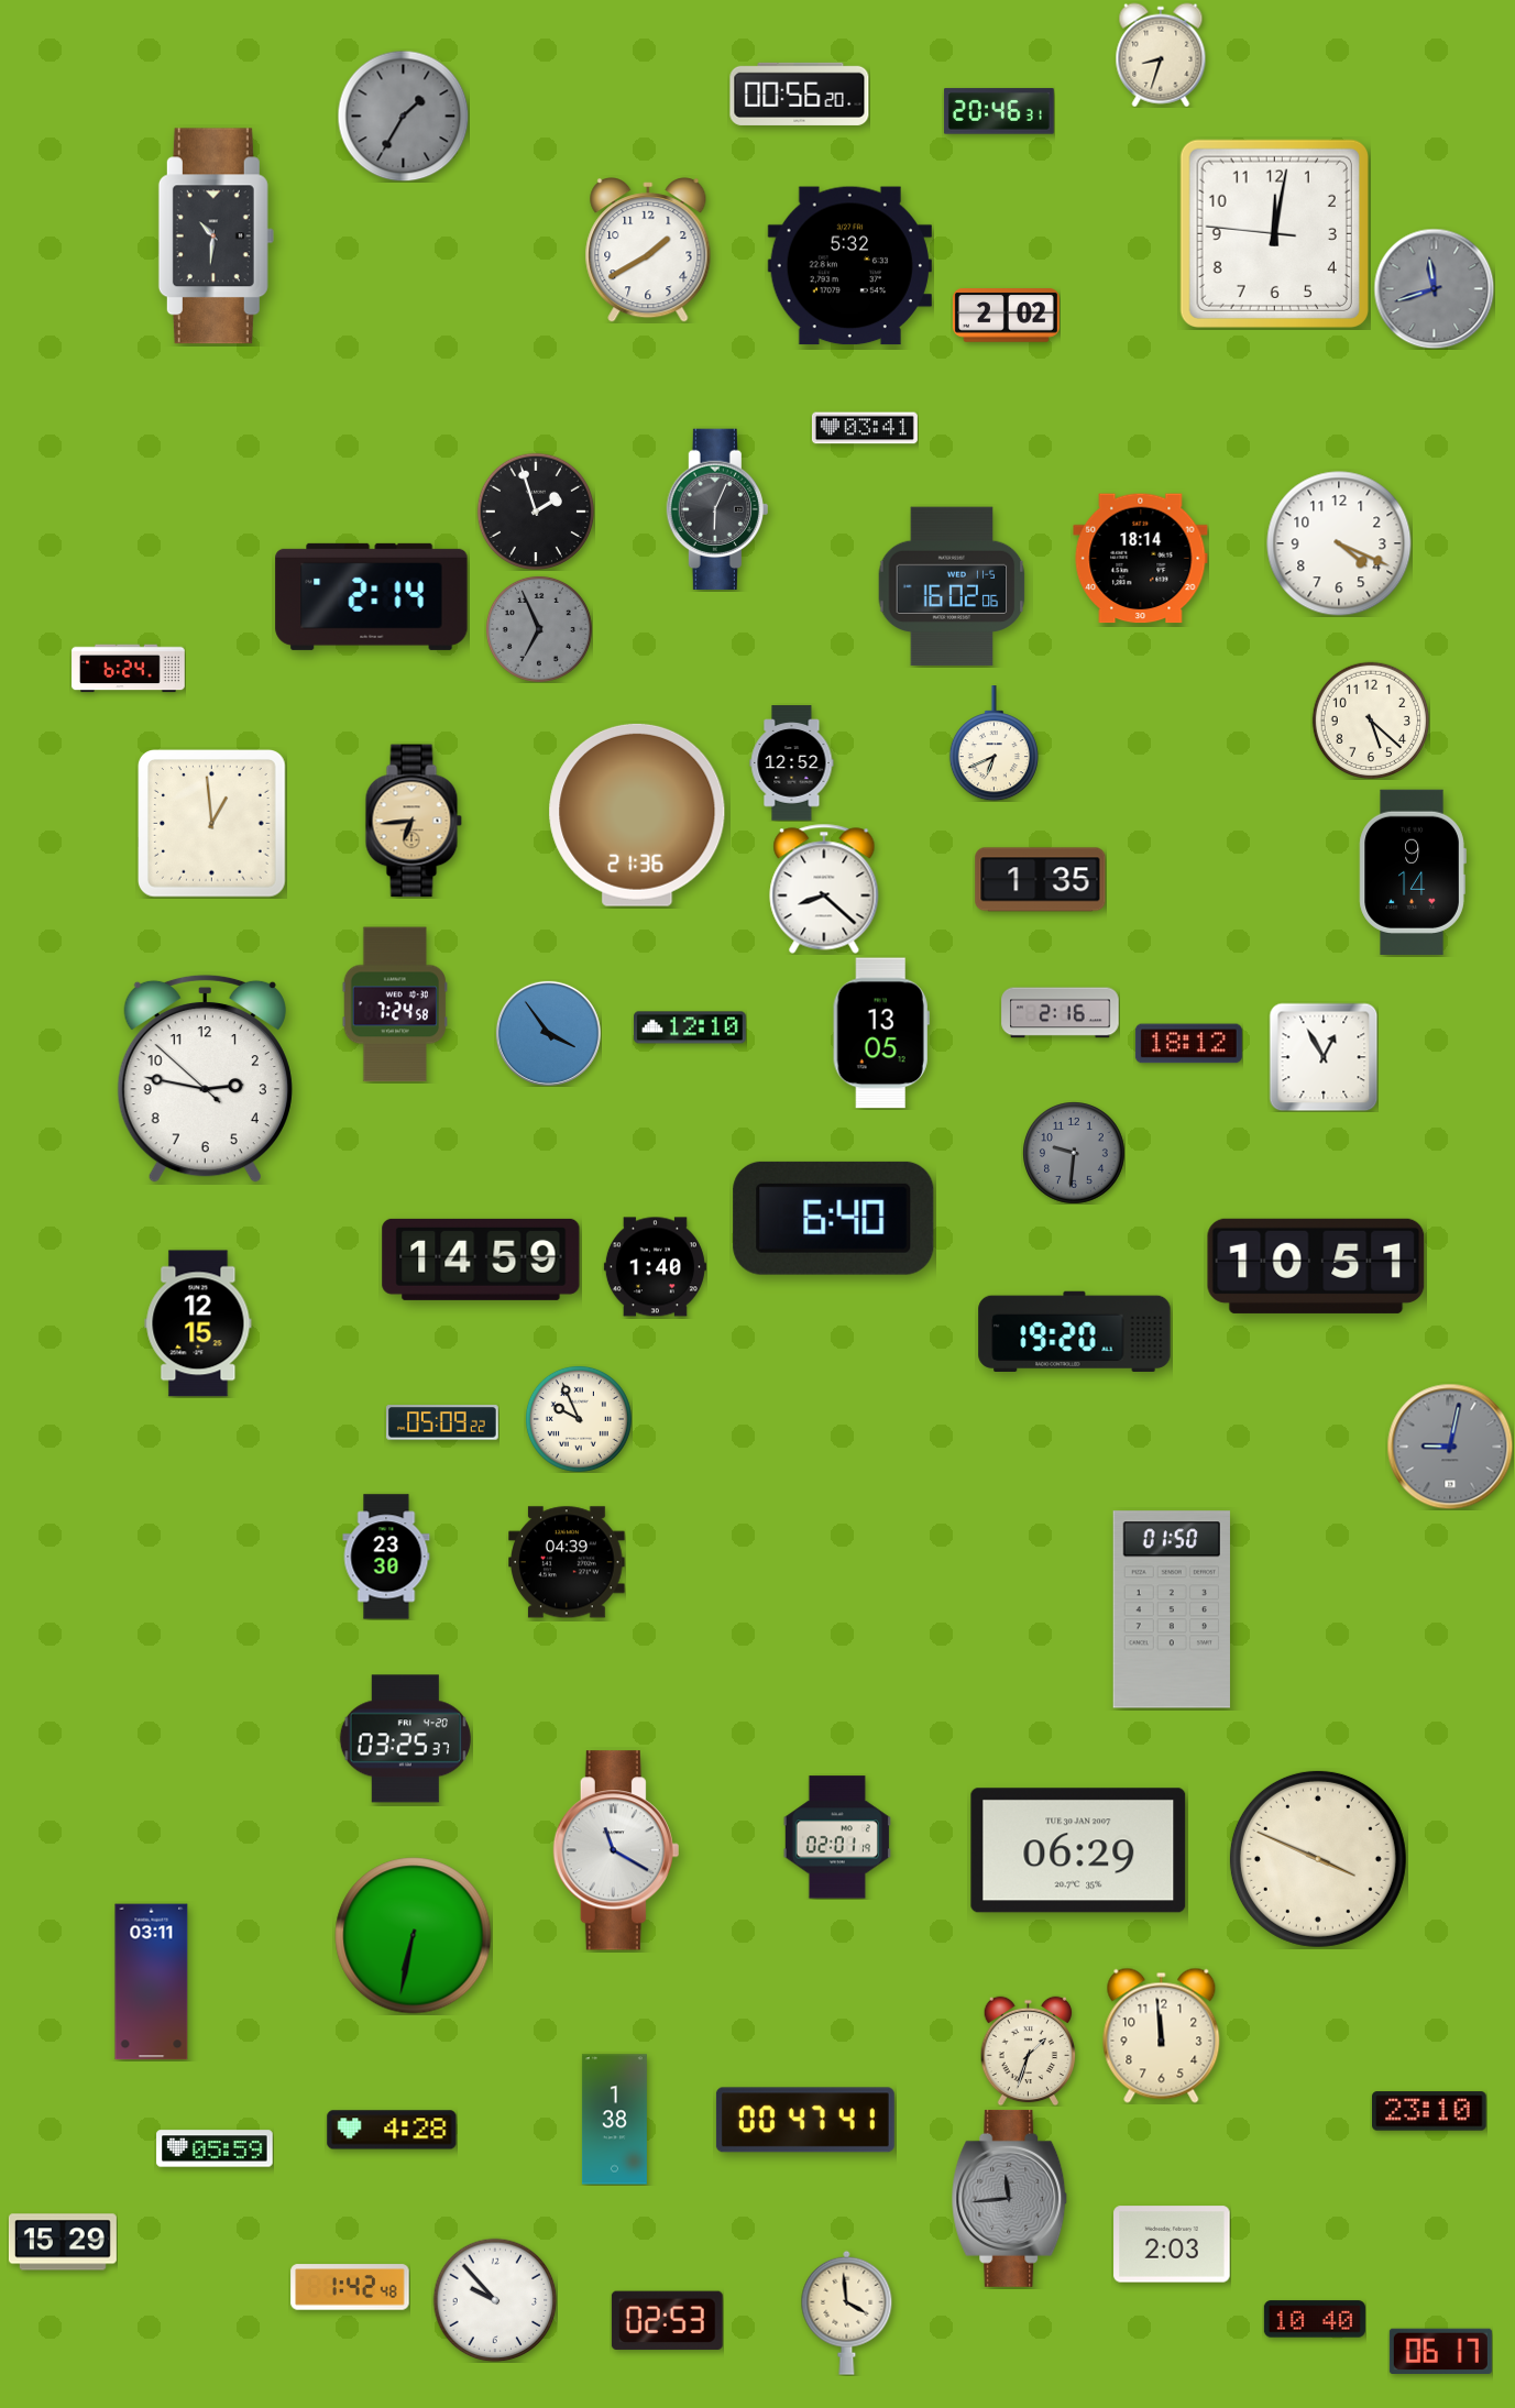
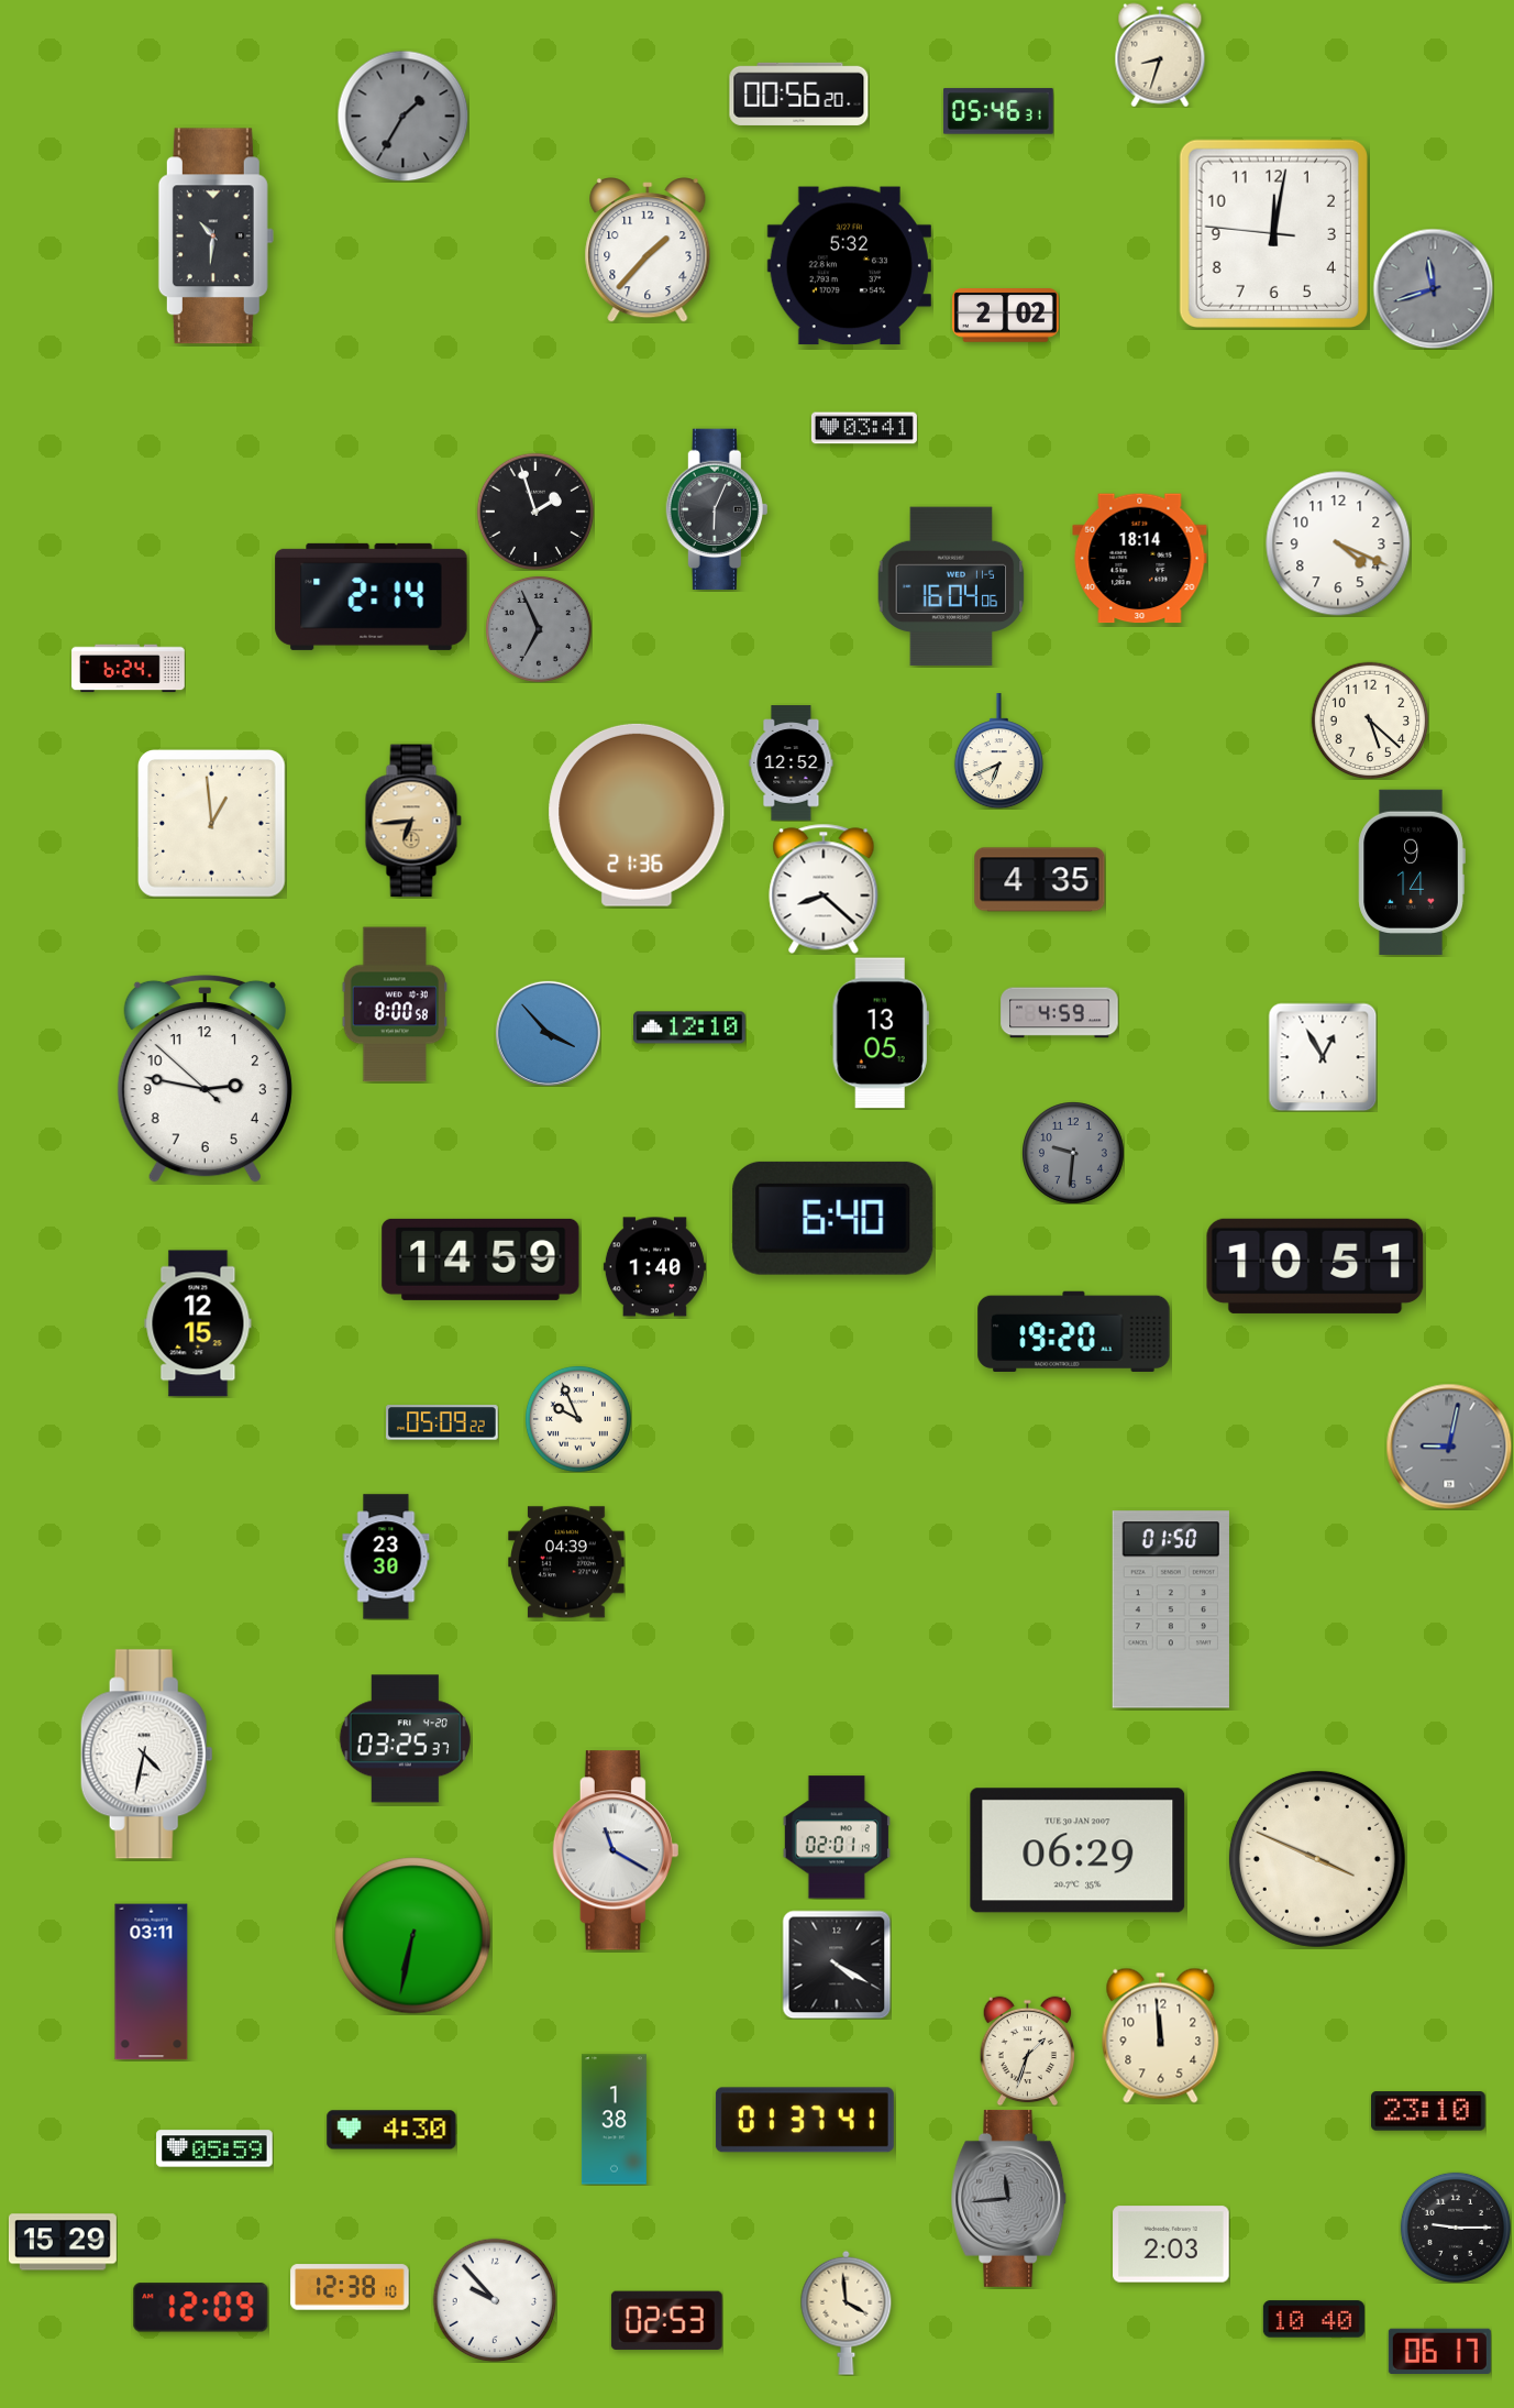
clock at (999, 111): 20:46 -> 05:46
clock at (648, 250): 1:40 -> 1:37
clock at (952, 586): 16:02 -> 16:04
clock at (993, 744) position: (993, 744) -> (998, 751)
clock at (1041, 880): 1:35 -> 4:35
clock at (395, 1004): 7:24 -> 8:00
clock at (1061, 1013): 2:16 -> 4:59
clock at (548, 1033): 3:54 -> 3:53
clock at (1188, 1044): 18:12 -> none
clock at (146, 1755): none -> 4:32
clock at (837, 1965): none -> 4:20
clock at (805, 2120): 00:47 -> 01:37
clock at (392, 2130): 4:28 -> 4:30
clock at (1456, 2228): none -> 9:15
clock at (350, 2287): 1:42 -> 12:38
clock at (201, 2308): none -> 12:09
